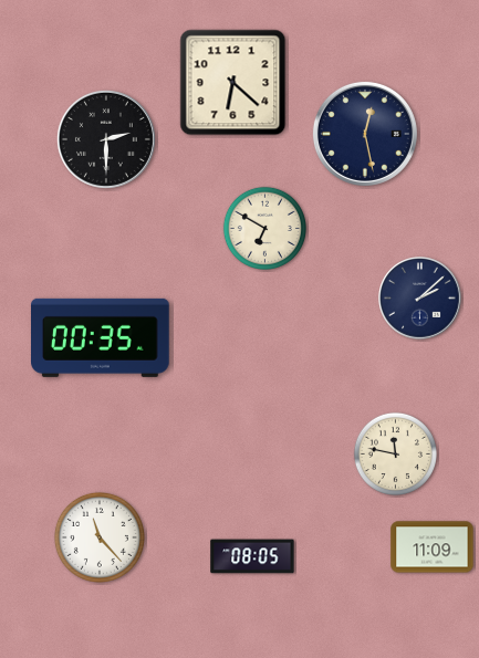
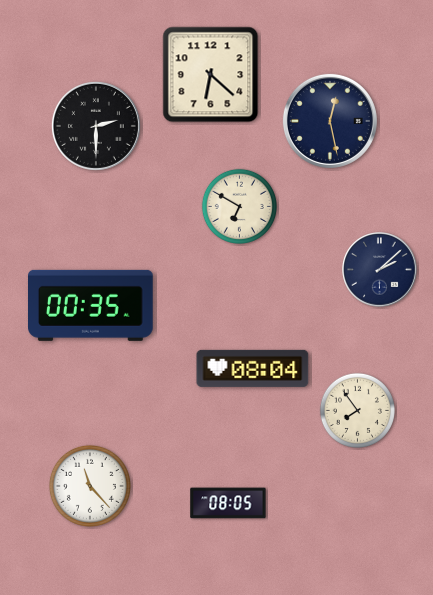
clock at (253, 368): none -> 08:04
clock at (395, 453): 11:47 -> 7:54
clock at (433, 547): 11:09 -> none
